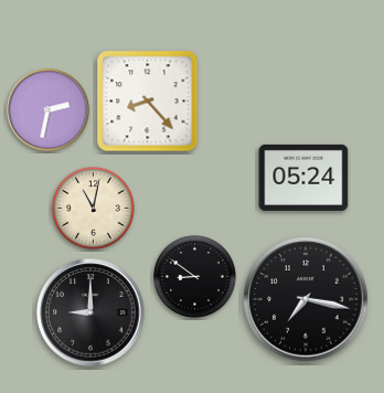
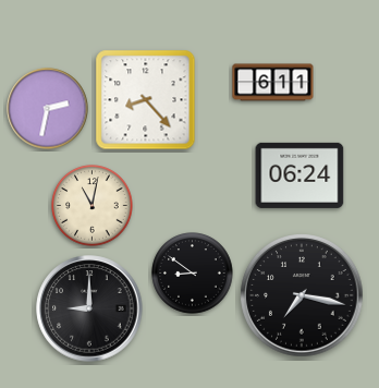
clock at (273, 83): none -> 6:11
clock at (303, 178): 05:24 -> 06:24
